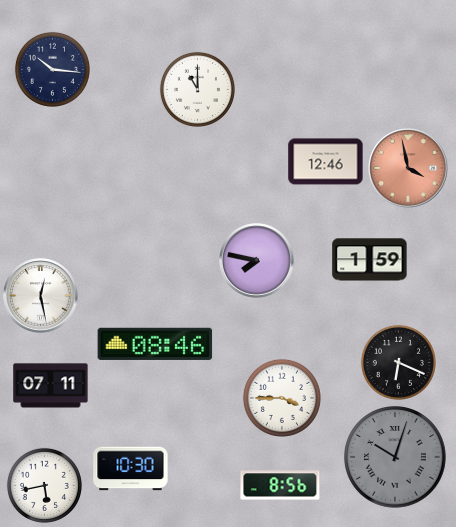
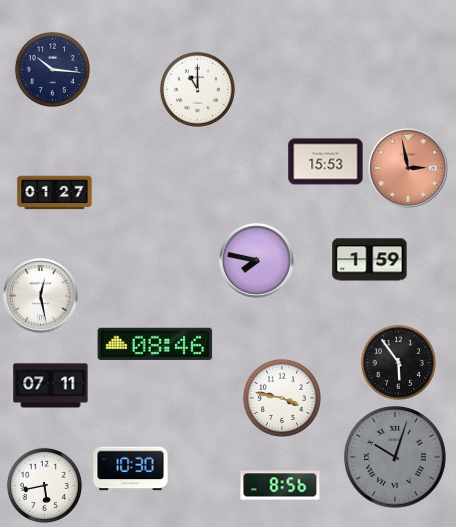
clock at (326, 162): 12:46 -> 15:53
clock at (408, 168): 3:58 -> 2:58
clock at (55, 193): none -> 01:27
clock at (398, 362): 6:19 -> 5:54
clock at (282, 398): 3:45 -> 3:47
